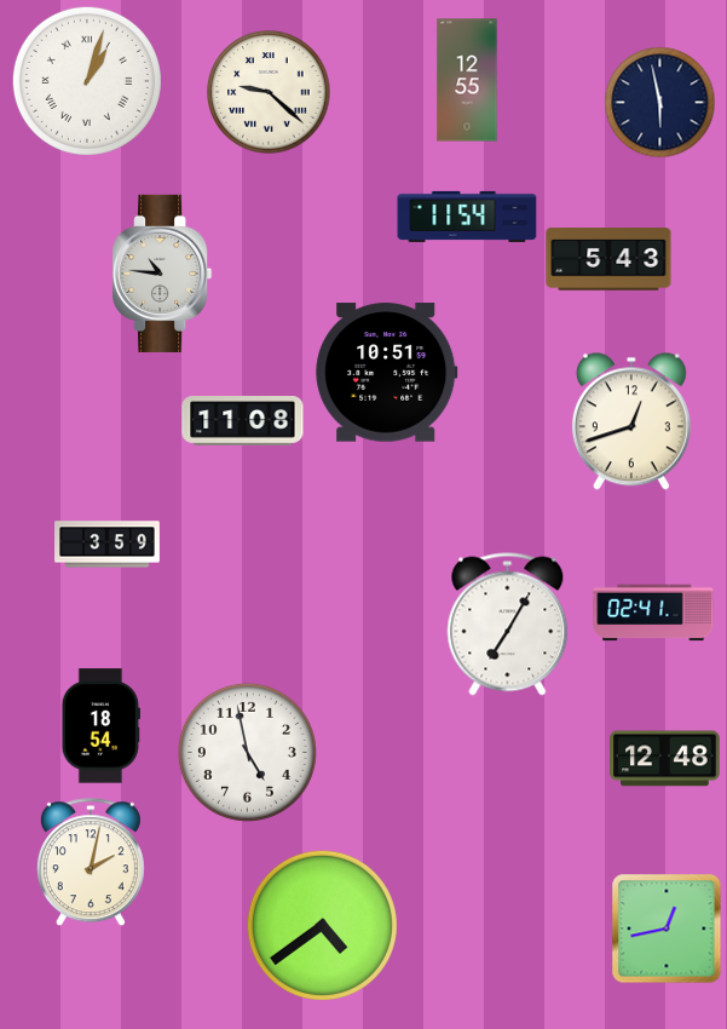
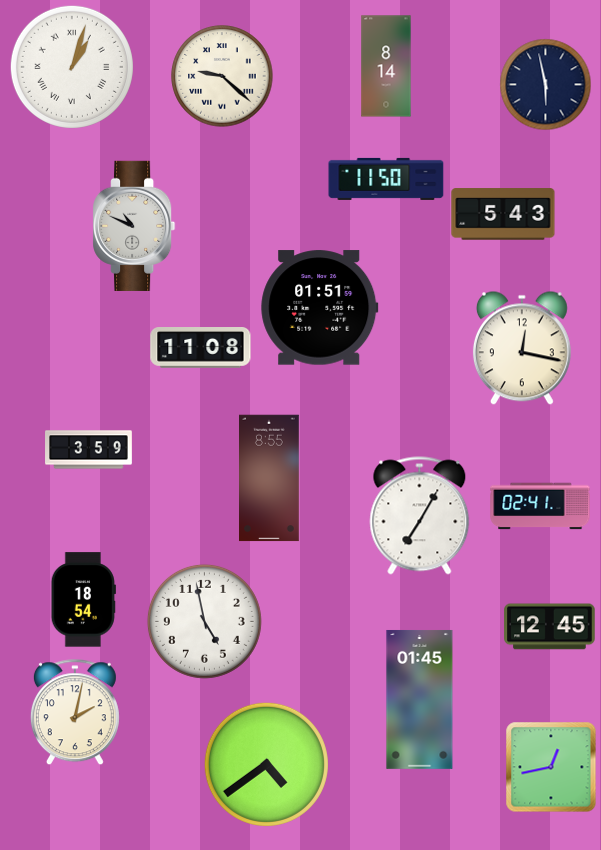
clock at (467, 80): 12:55 -> 8:14
clock at (467, 217): 11:54 -> 11:50
clock at (162, 274): 10:46 -> 10:49
clock at (387, 373): 10:51 -> 01:51
clock at (631, 421): 12:42 -> 12:17
clock at (270, 478): none -> 8:55
clock at (665, 759): 12:48 -> 12:45
clock at (420, 699): none -> 01:45
